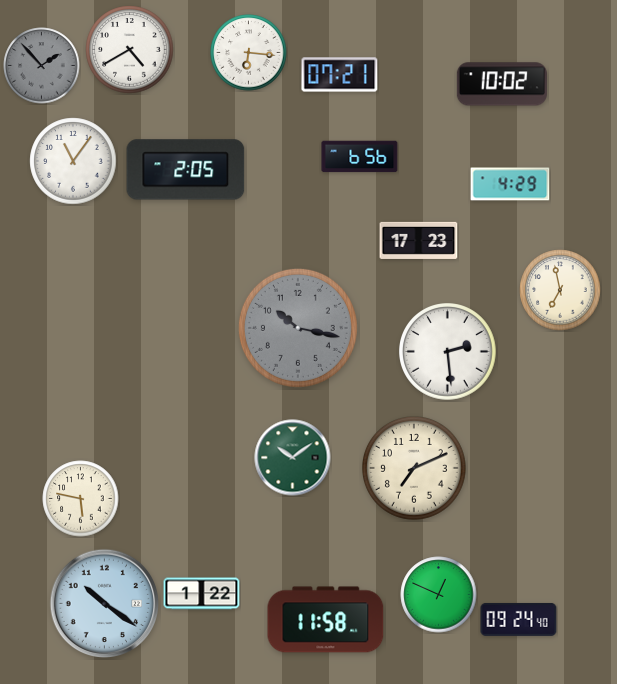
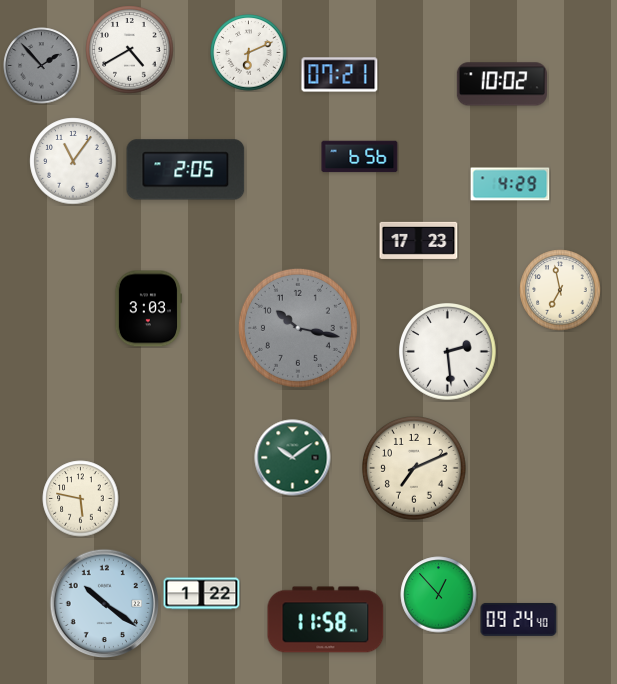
clock at (249, 53): 6:16 -> 6:11
clock at (147, 309): none -> 3:03
clock at (439, 595): 12:49 -> 12:53
